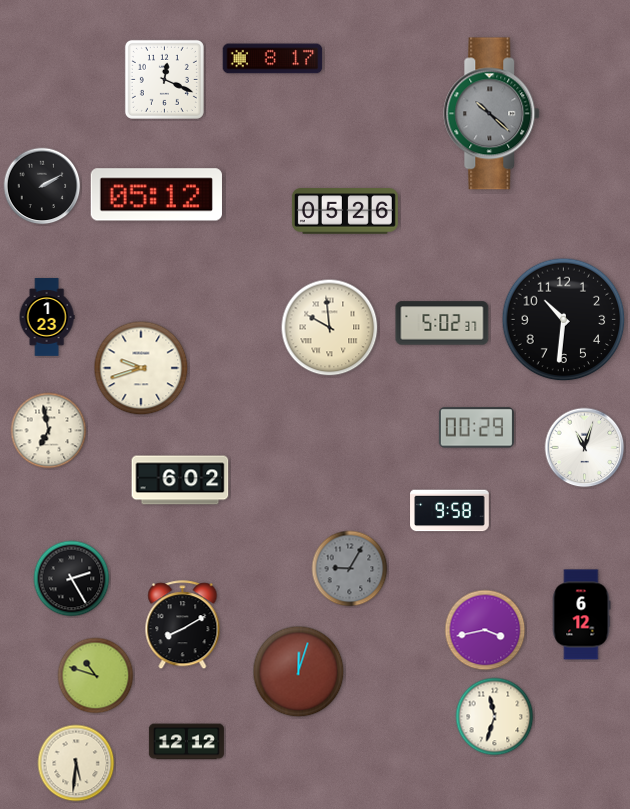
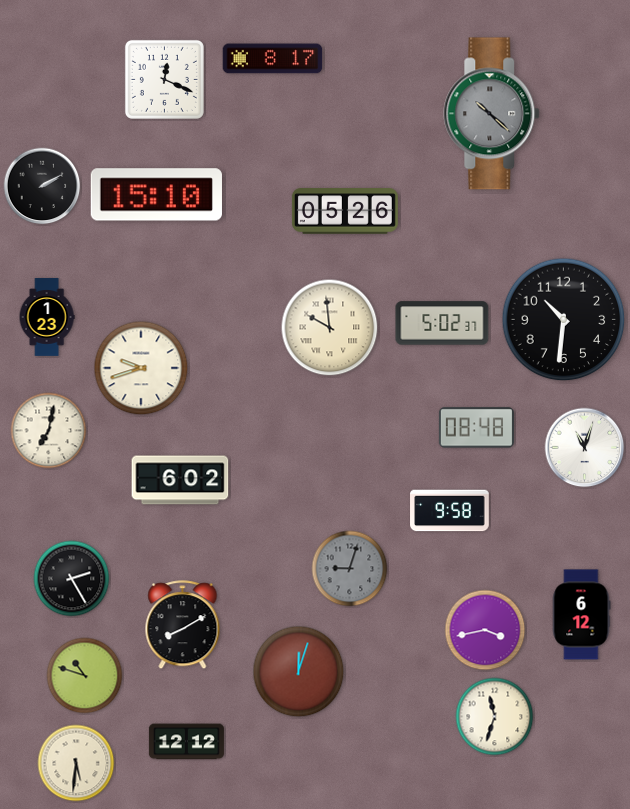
clock at (156, 195): 05:12 -> 15:10
clock at (476, 428): 00:29 -> 08:48
clock at (49, 431): 6:58 -> 7:02
clock at (350, 569): 9:05 -> 9:03
clock at (96, 676) position: (96, 676) -> (85, 676)
